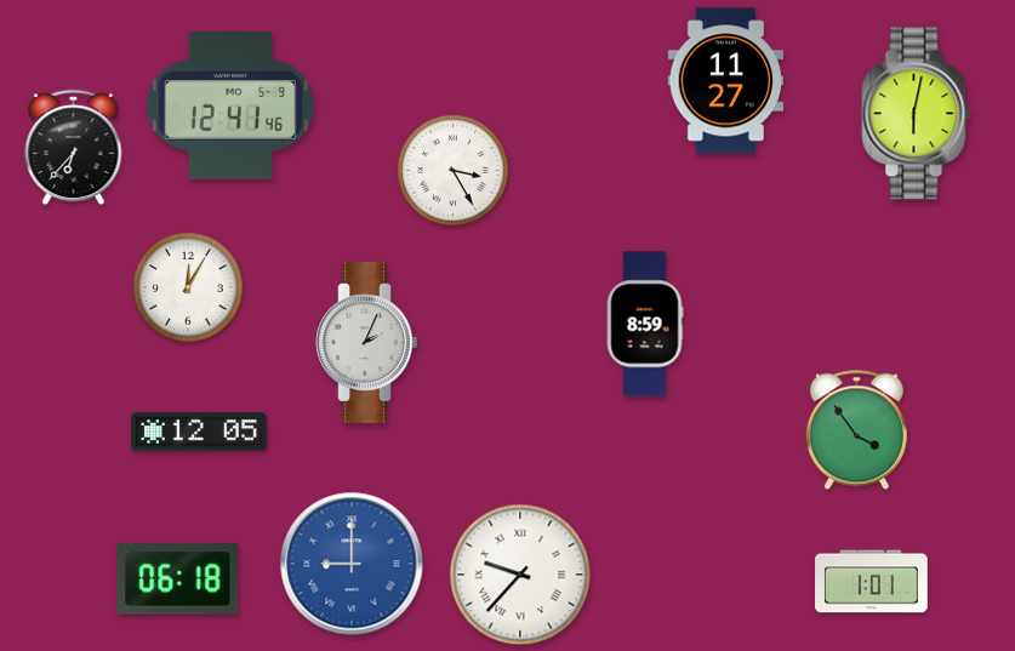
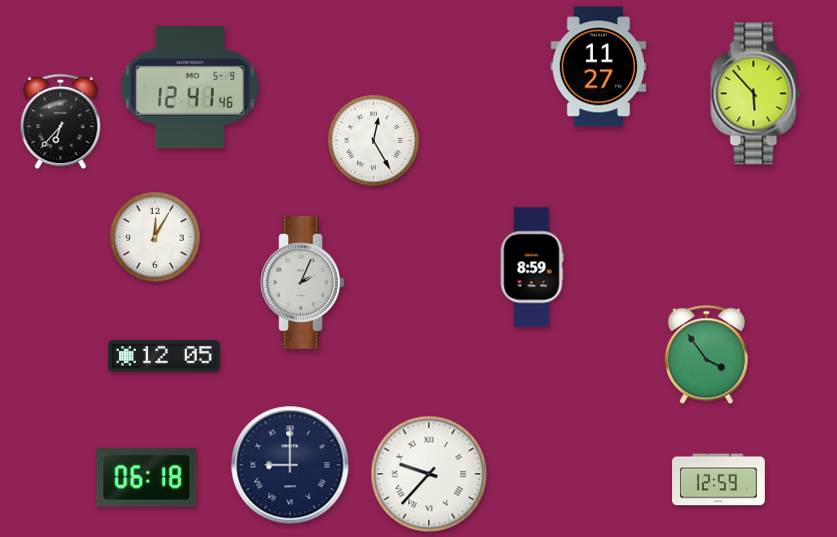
clock at (917, 114): 6:02 -> 5:53
clock at (454, 171): 3:25 -> 12:25
clock at (352, 564) dial: blue -> navy
clock at (872, 582): 1:01 -> 12:59
